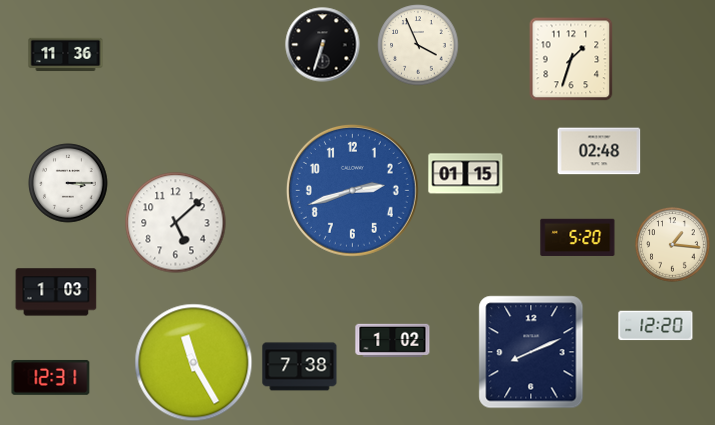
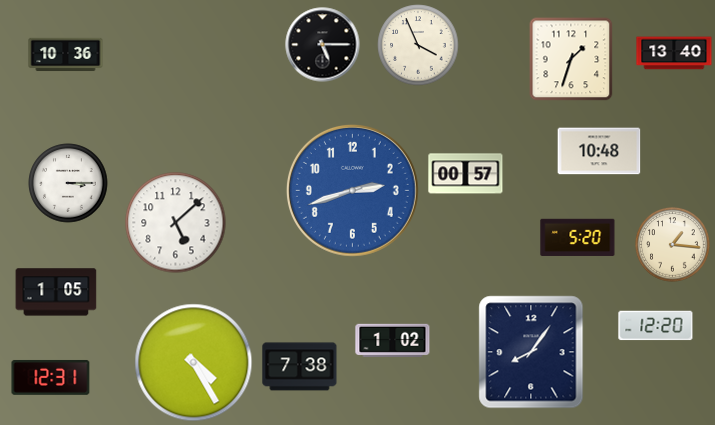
clock at (323, 45): 6:33 -> 5:15
clock at (674, 53): none -> 13:40
clock at (66, 55): 11:36 -> 10:36
clock at (599, 151): 02:48 -> 10:48
clock at (466, 174): 01:15 -> 00:57
clock at (56, 292): 1:03 -> 1:05
clock at (531, 352): 8:11 -> 8:06
clock at (194, 363): 11:25 -> 4:25
